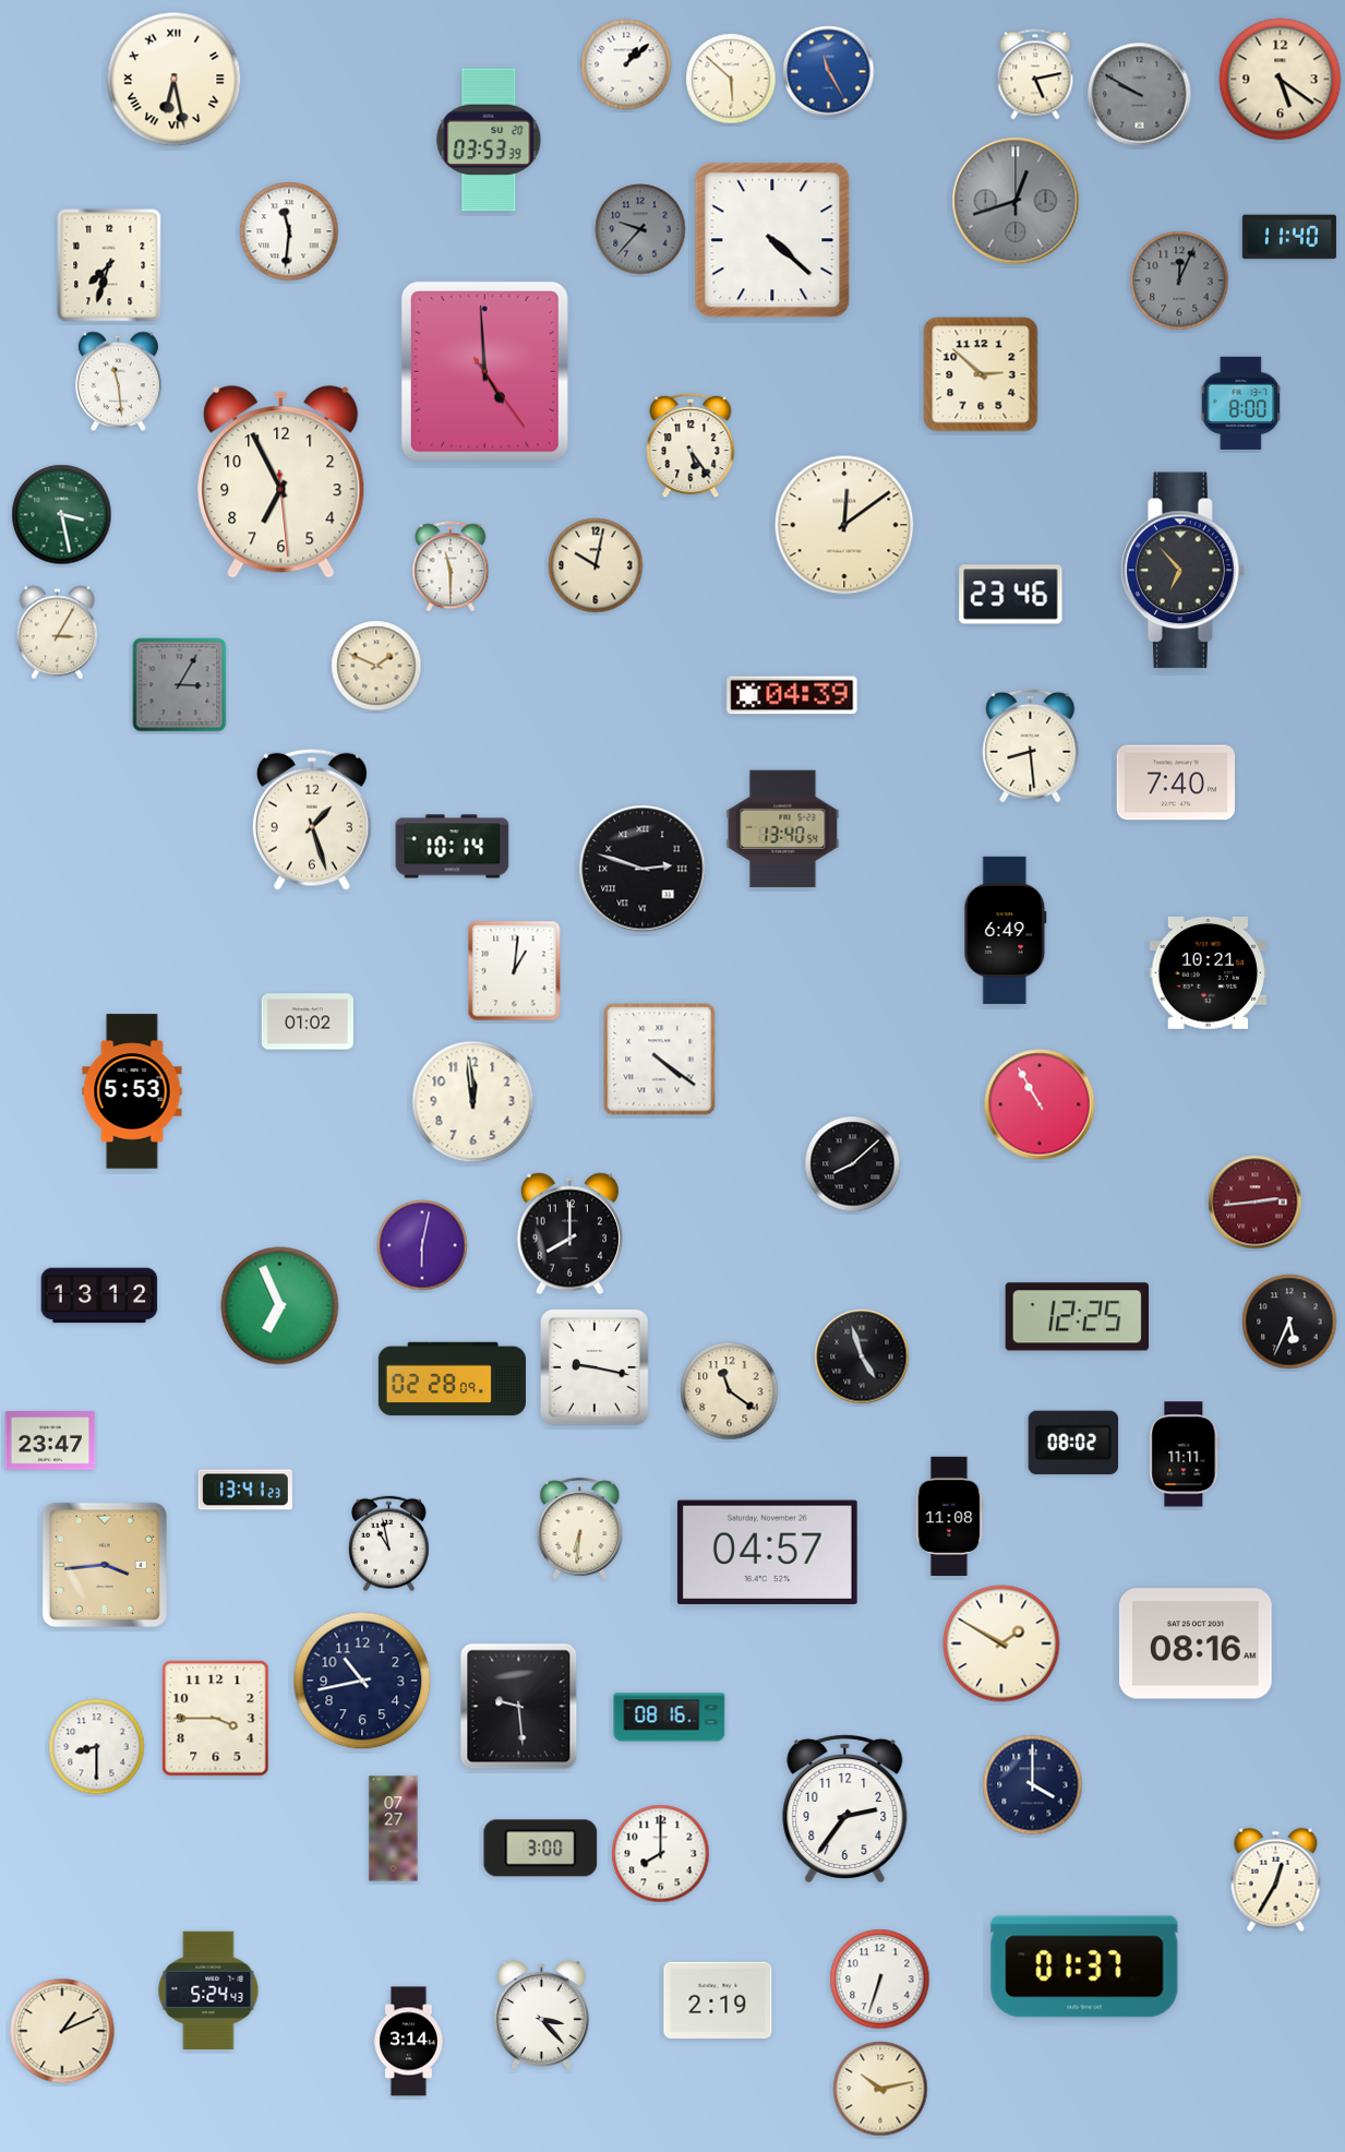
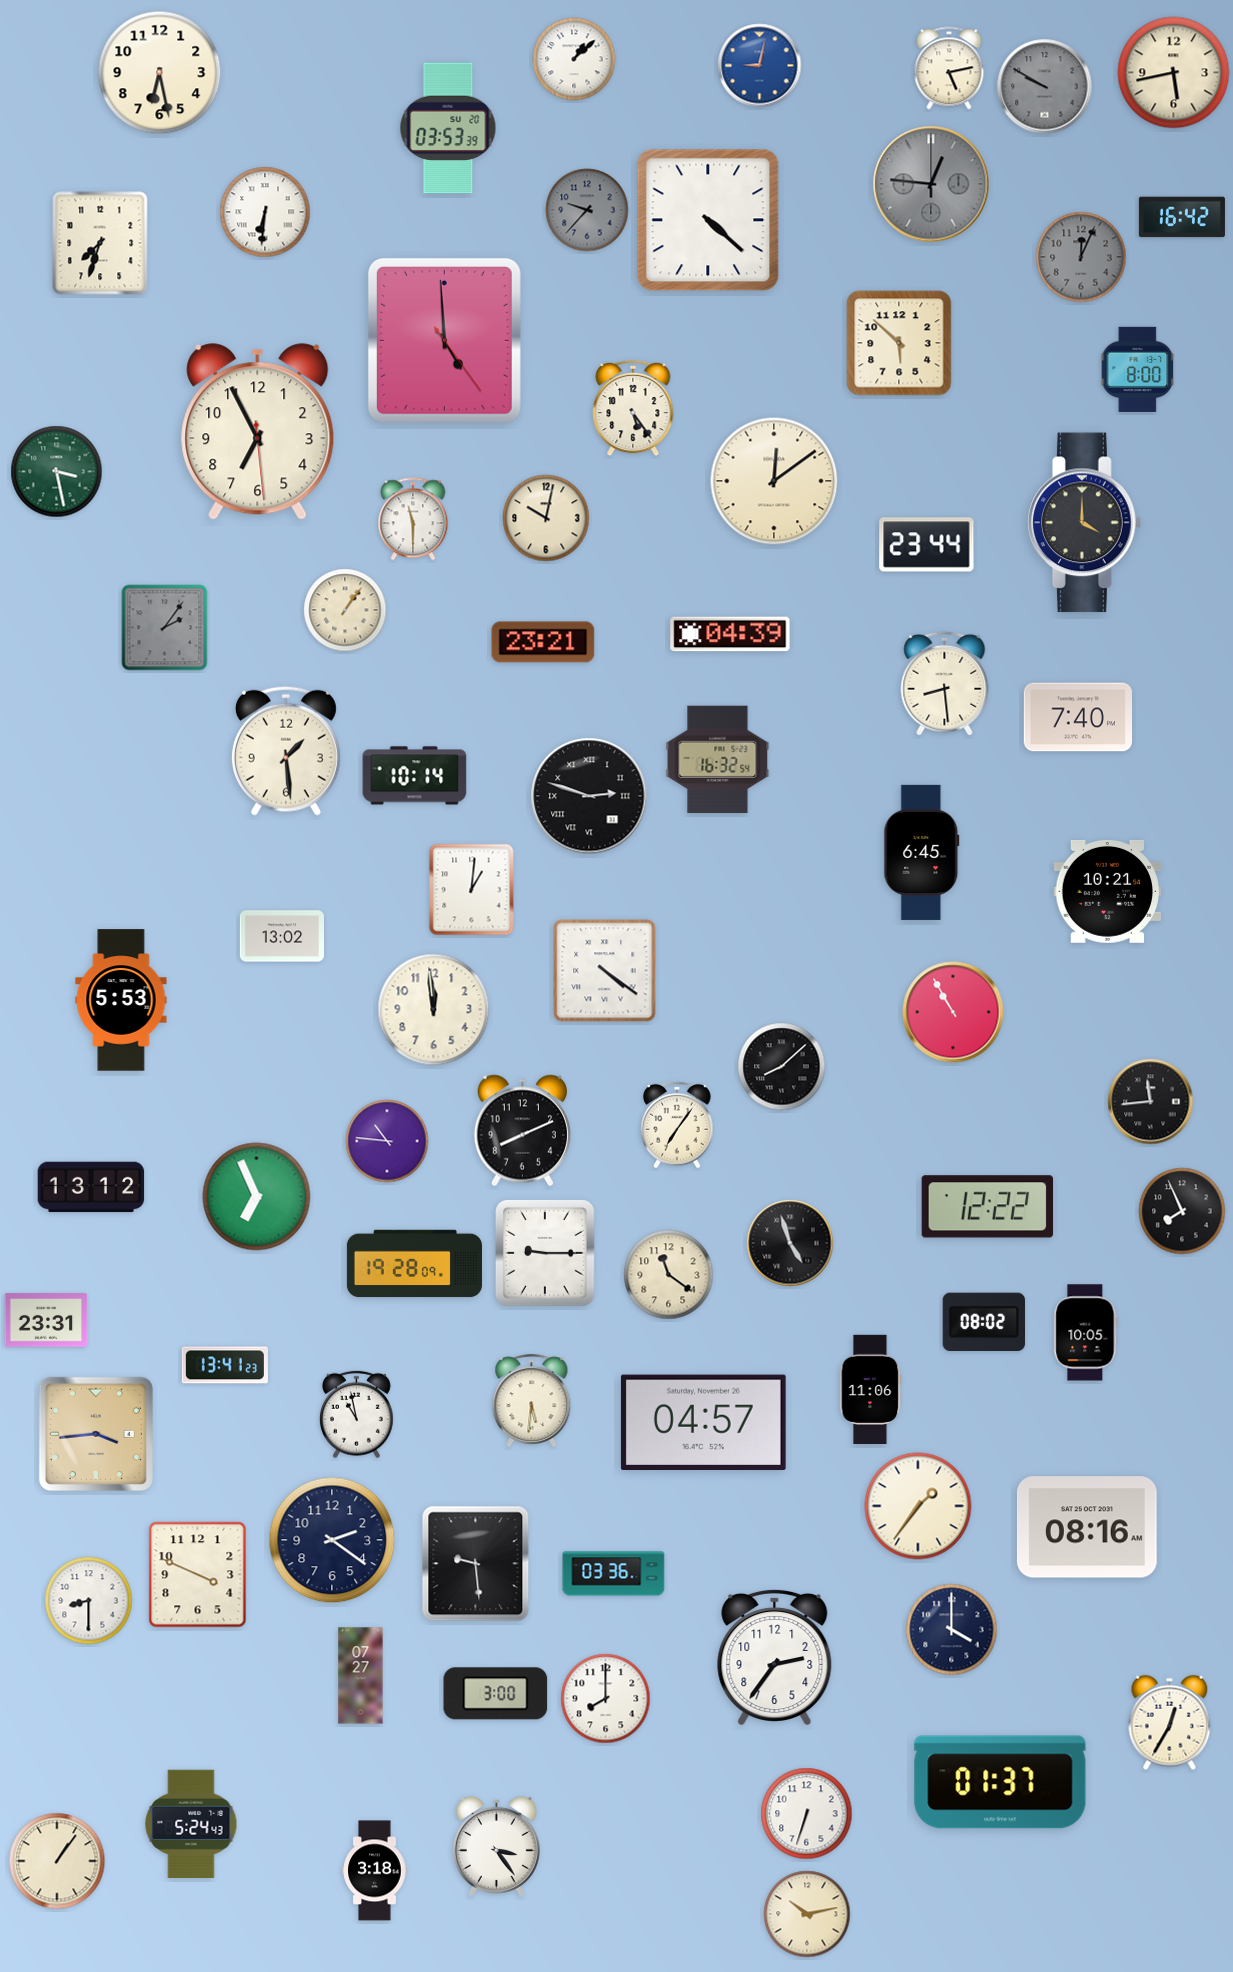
clock at (829, 72): 11:25 -> 9:02
clock at (731, 79): 5:52 -> none
clock at (175, 80) numerals: Roman -> Arabic
clock at (1281, 80): 5:21 -> 5:43
clock at (1016, 201): 12:42 -> 12:46
clock at (289, 231): 11:31 -> 6:31
clock at (1289, 237): 11:40 -> 16:42
clock at (981, 374): 2:52 -> 5:52
clock at (118, 382): 11:29 -> none
clock at (281, 482) position: (281, 482) -> (258, 432)
clock at (1184, 571): 6:53 -> 4:00
clock at (1011, 595): 23:46 -> 23:44
clock at (58, 633): 3:05 -> none
clock at (376, 666): 1:49 -> 1:06
clock at (180, 685): 3:05 -> 2:06
clock at (792, 695) position: (792, 695) -> (730, 634)
clock at (543, 642): none -> 23:21
clock at (312, 820): 1:27 -> 1:29
clock at (783, 829): 13:40 -> 16:32
clock at (1006, 930): 6:49 -> 6:45
clock at (307, 1021): 01:02 -> 13:02
clock at (1256, 1203): 2:44 -> 11:44
clock at (1256, 1203) dial: burgundy -> black
clock at (677, 1125): none -> 7:06
clock at (569, 1234): 8:00 -> 8:11
clock at (422, 1245): 6:02 -> 10:46
clock at (1078, 1317): 12:25 -> 12:22
clock at (1289, 1322): 5:34 -> 7:56
clock at (595, 1368): 9:17 -> 9:15
clock at (452, 1379): 02:28 -> 19:28
clock at (50, 1440): 23:47 -> 23:31
clock at (1185, 1455): 11:11 -> 10:05
clock at (950, 1516): 11:08 -> 11:06
clock at (580, 1529): 6:31 -> 5:31
clock at (1001, 1643): 1:50 -> 1:36
clock at (1196, 1643) position: (1196, 1643) -> (1087, 1527)
clock at (362, 1681): 10:43 -> 2:21
clock at (670, 1718): 08:16 -> 03:36
clock at (216, 1719): 3:45 -> 3:49
clock at (1033, 1785) position: (1033, 1785) -> (952, 1630)
clock at (1084, 1966) position: (1084, 1966) -> (1000, 1782)
clock at (718, 1999): 2:19 -> none
clock at (541, 2014): 3:23 -> 3:24
clock at (62, 2031): 1:11 -> 1:06
clock at (409, 2042): 3:14 -> 3:18
